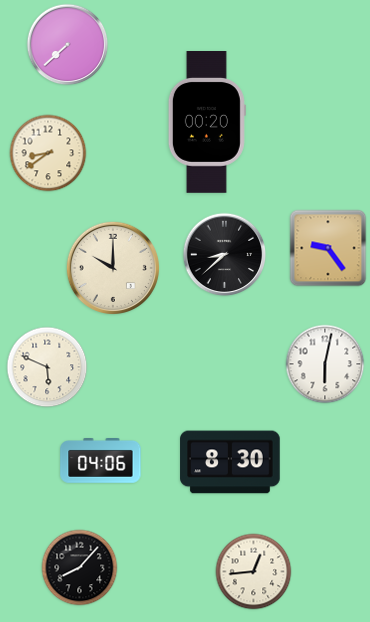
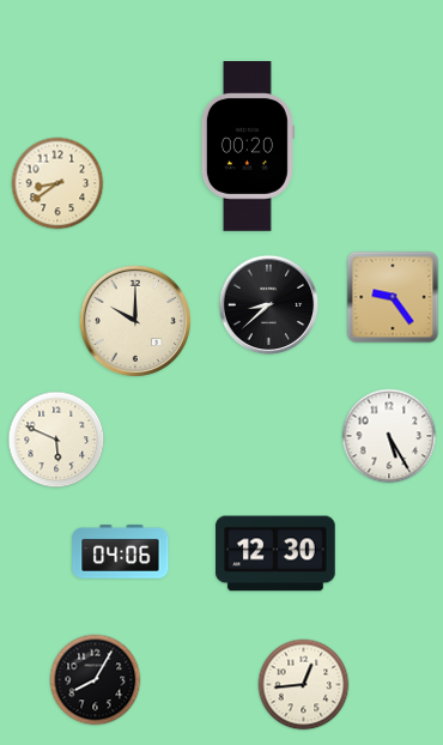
clock at (68, 45): 7:38 -> none
clock at (325, 364): 6:02 -> 5:25
clock at (230, 462): 8:30 -> 12:30
clock at (80, 568): 8:07 -> 8:05
